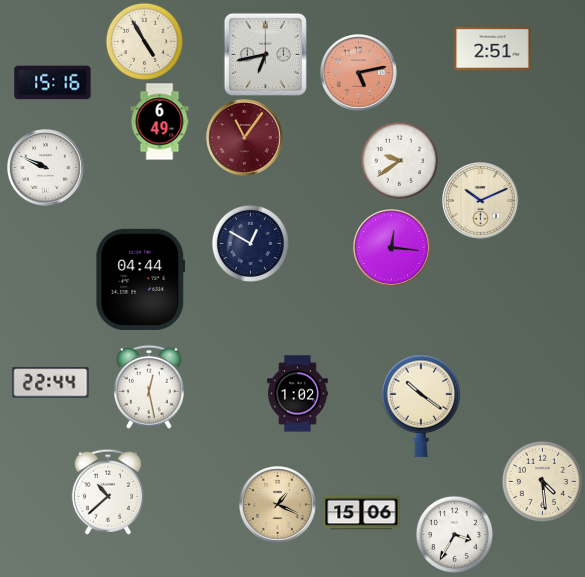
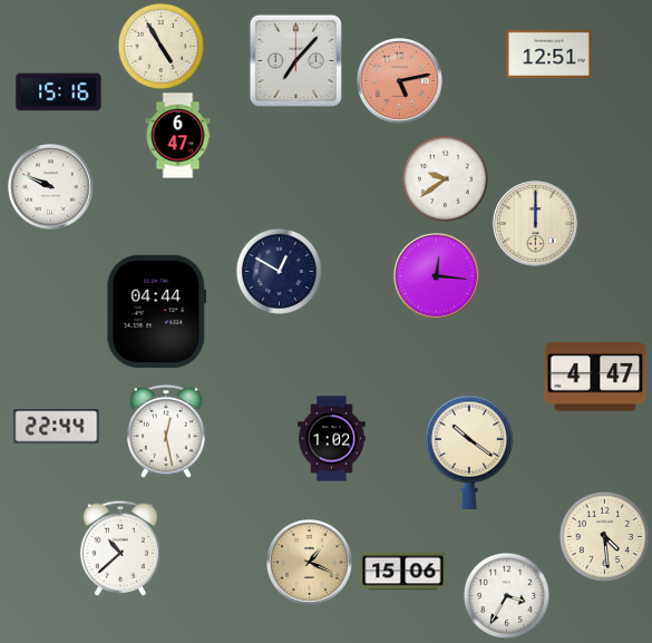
clock at (493, 48): 2:51 -> 12:51
clock at (265, 54): 6:43 -> 7:07
clock at (160, 122): 6:49 -> 6:47
clock at (245, 138): 11:06 -> none
clock at (481, 201): 10:11 -> 12:00
clock at (595, 377): none -> 4:47
